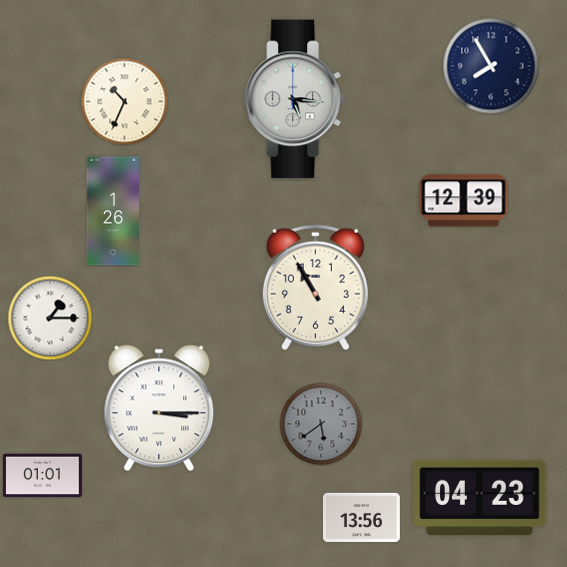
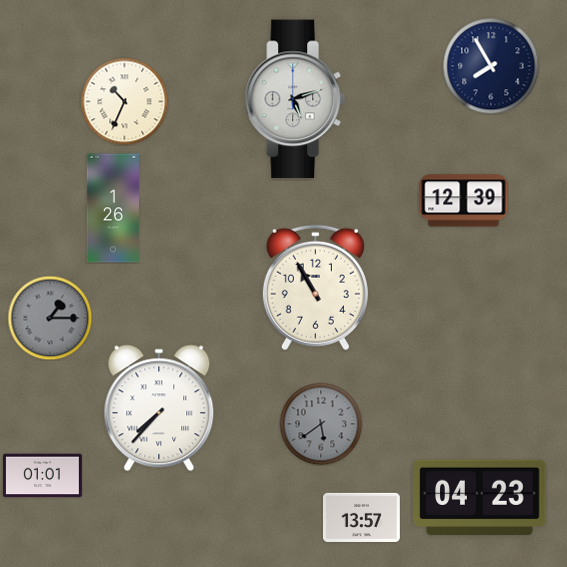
clock at (295, 99): 5:16 -> 5:12
clock at (112, 211) position: (112, 211) -> (112, 208)
clock at (50, 318) dial: white -> grey
clock at (159, 408): 3:15 -> 7:37
clock at (362, 517): 13:56 -> 13:57
